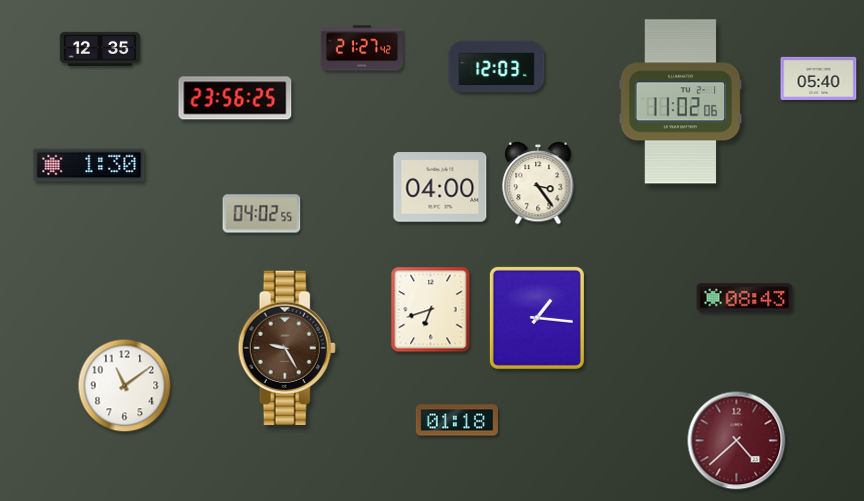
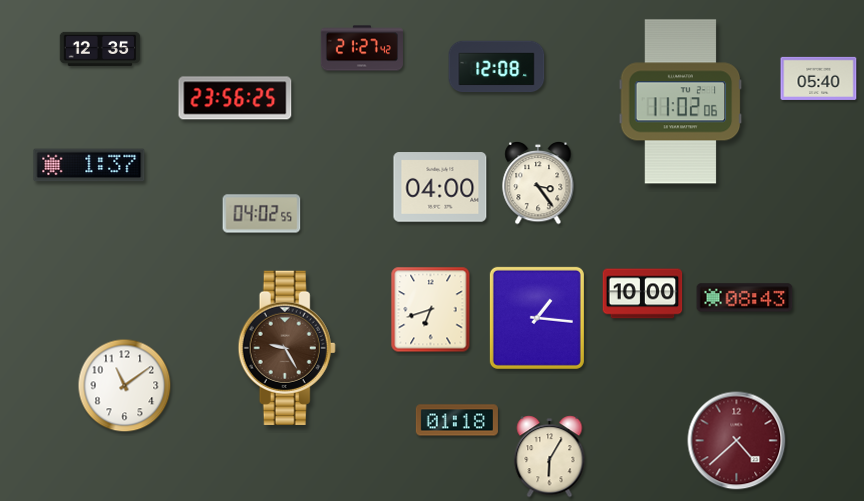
clock at (497, 67): 12:03 -> 12:08
clock at (89, 165): 1:30 -> 1:37
clock at (643, 294): none -> 10:00
clock at (550, 457): none -> 6:05
